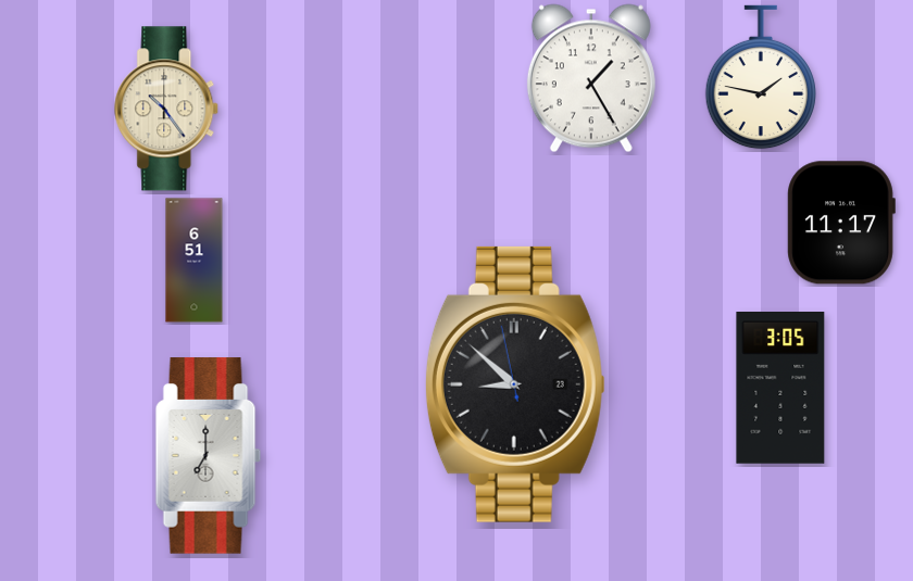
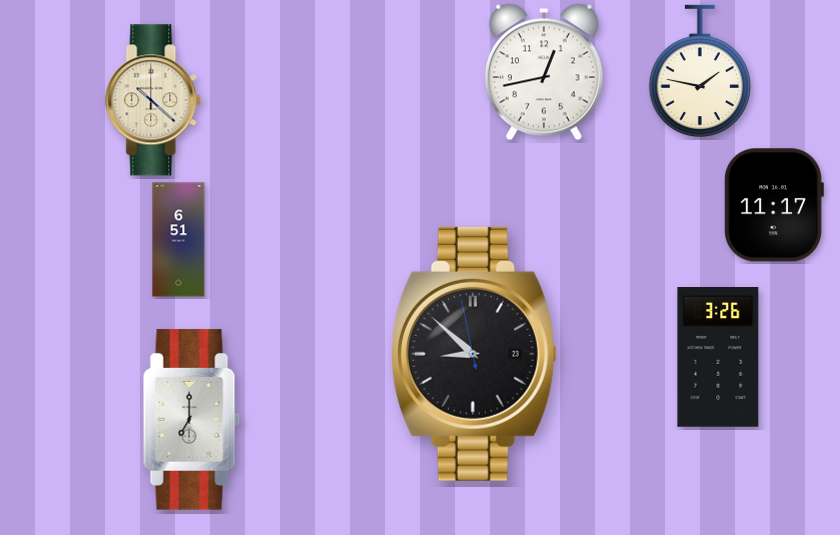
clock at (591, 78): 1:25 -> 12:43
clock at (167, 109): 10:24 -> 10:22
clock at (780, 389): 3:05 -> 3:26
